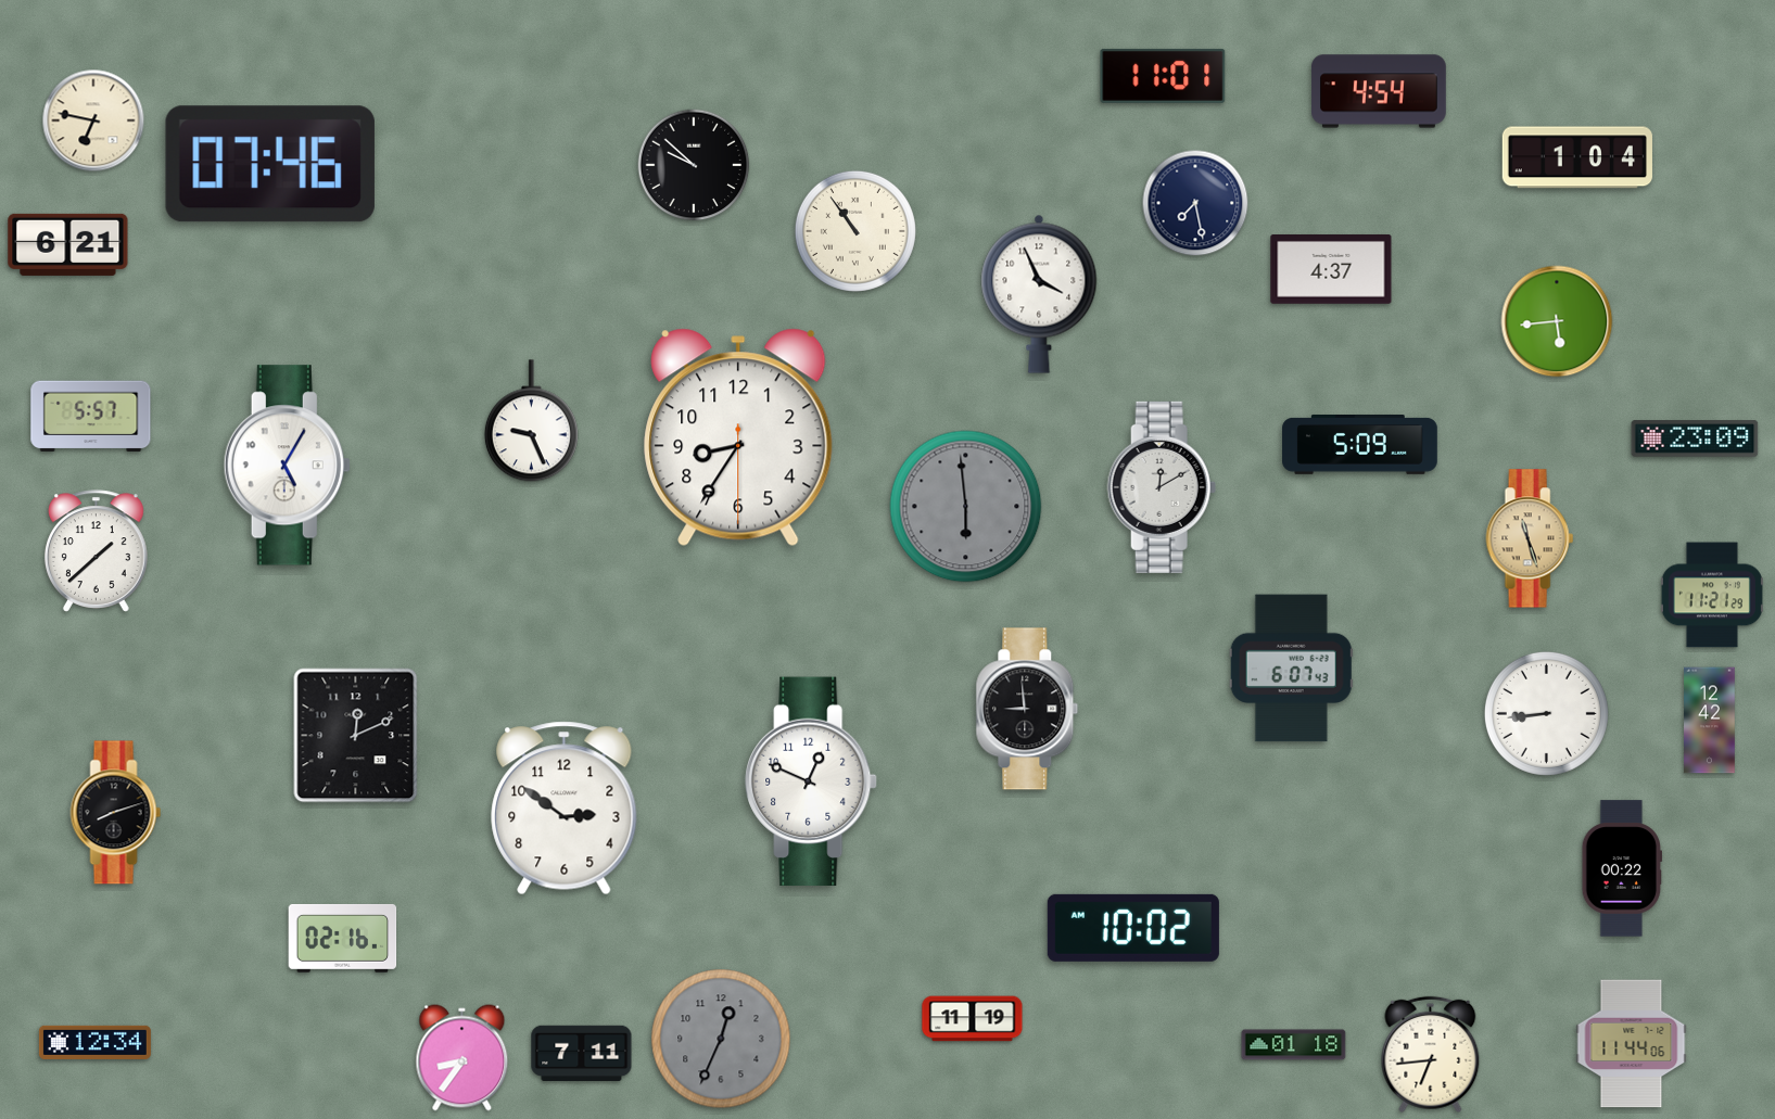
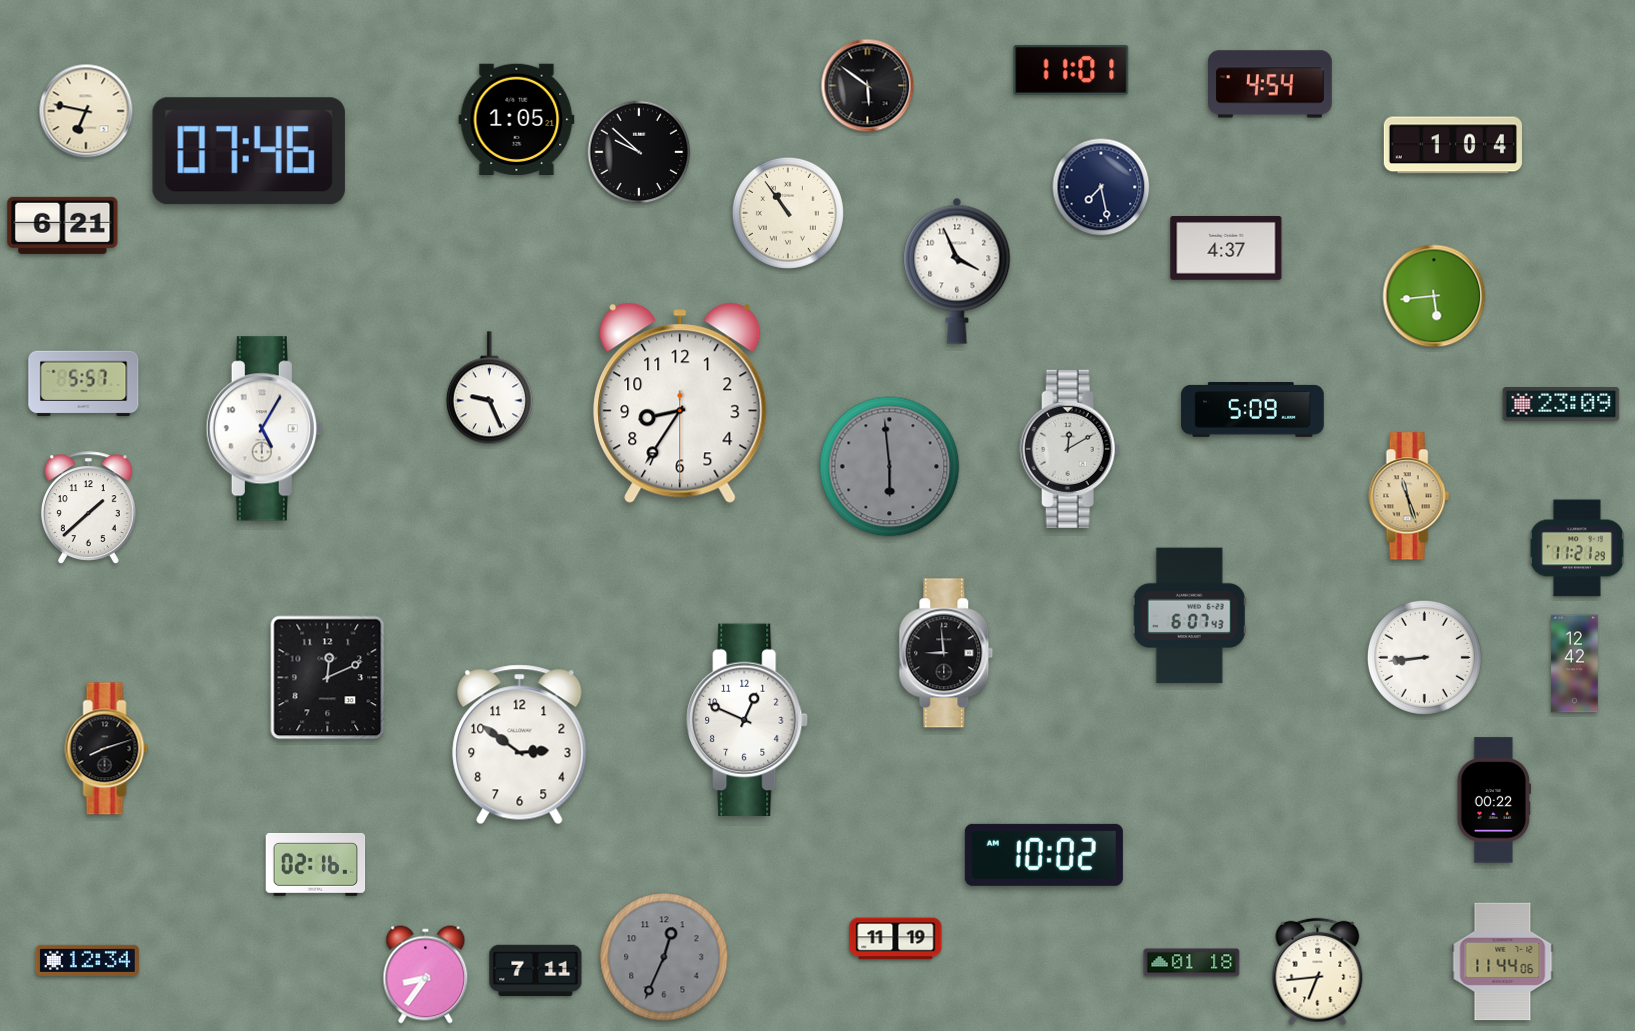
clock at (868, 86): none -> 5:51
clock at (517, 119): none -> 1:05
